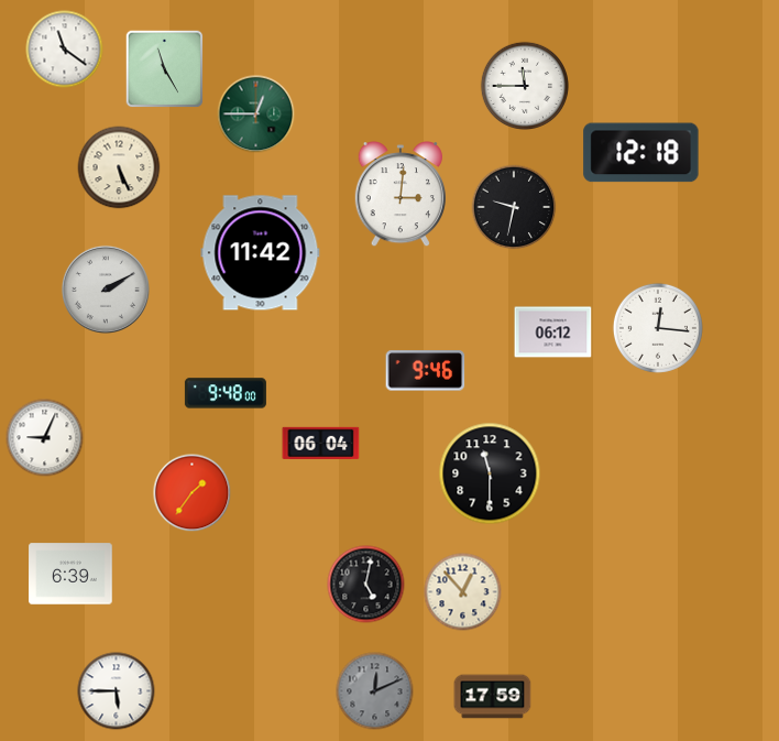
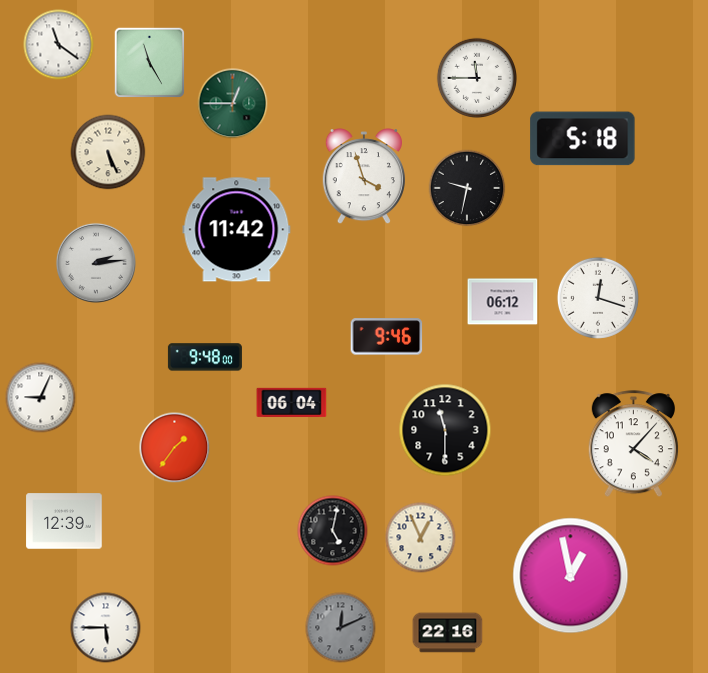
clock at (641, 153): 12:18 -> 5:18
clock at (401, 195): 3:01 -> 3:57
clock at (106, 290): 2:10 -> 2:14
clock at (658, 328): 12:16 -> 12:18
clock at (633, 444): none -> 4:07
clock at (70, 574): 6:39 -> 12:39
clock at (463, 592): 12:53 -> 12:56
clock at (571, 576): none -> 12:58
clock at (493, 697): 17:59 -> 22:16
